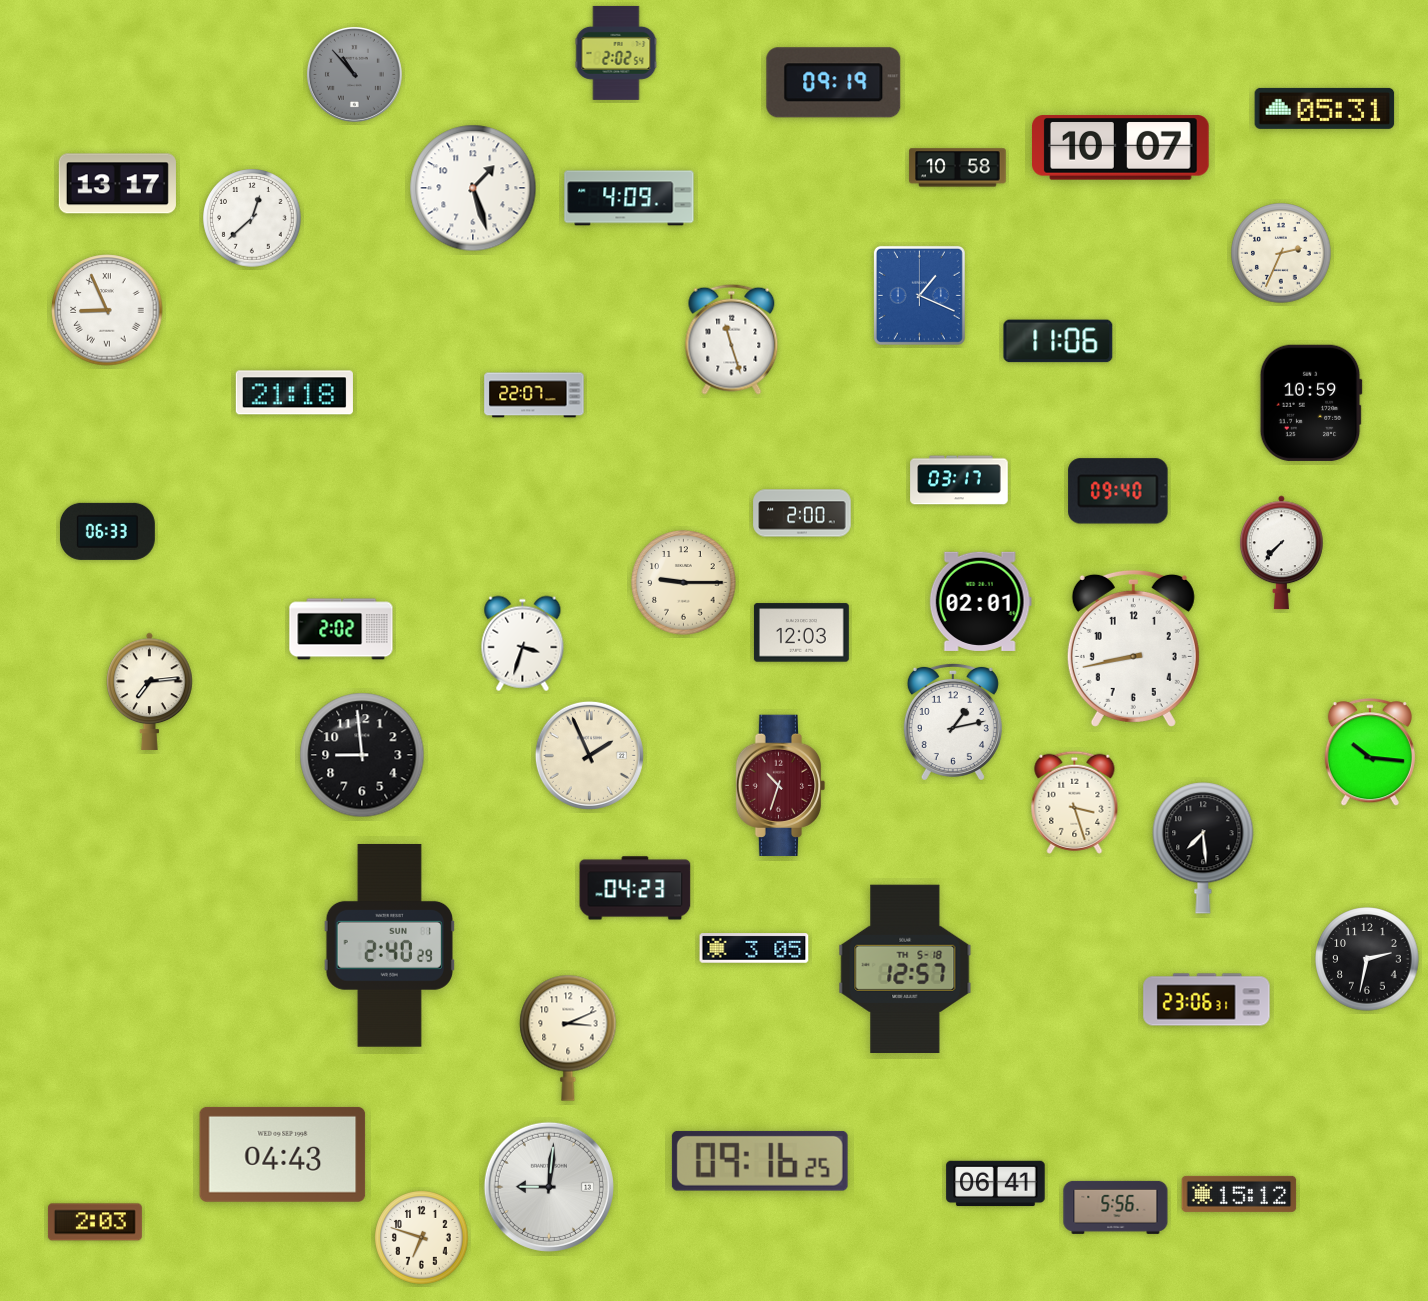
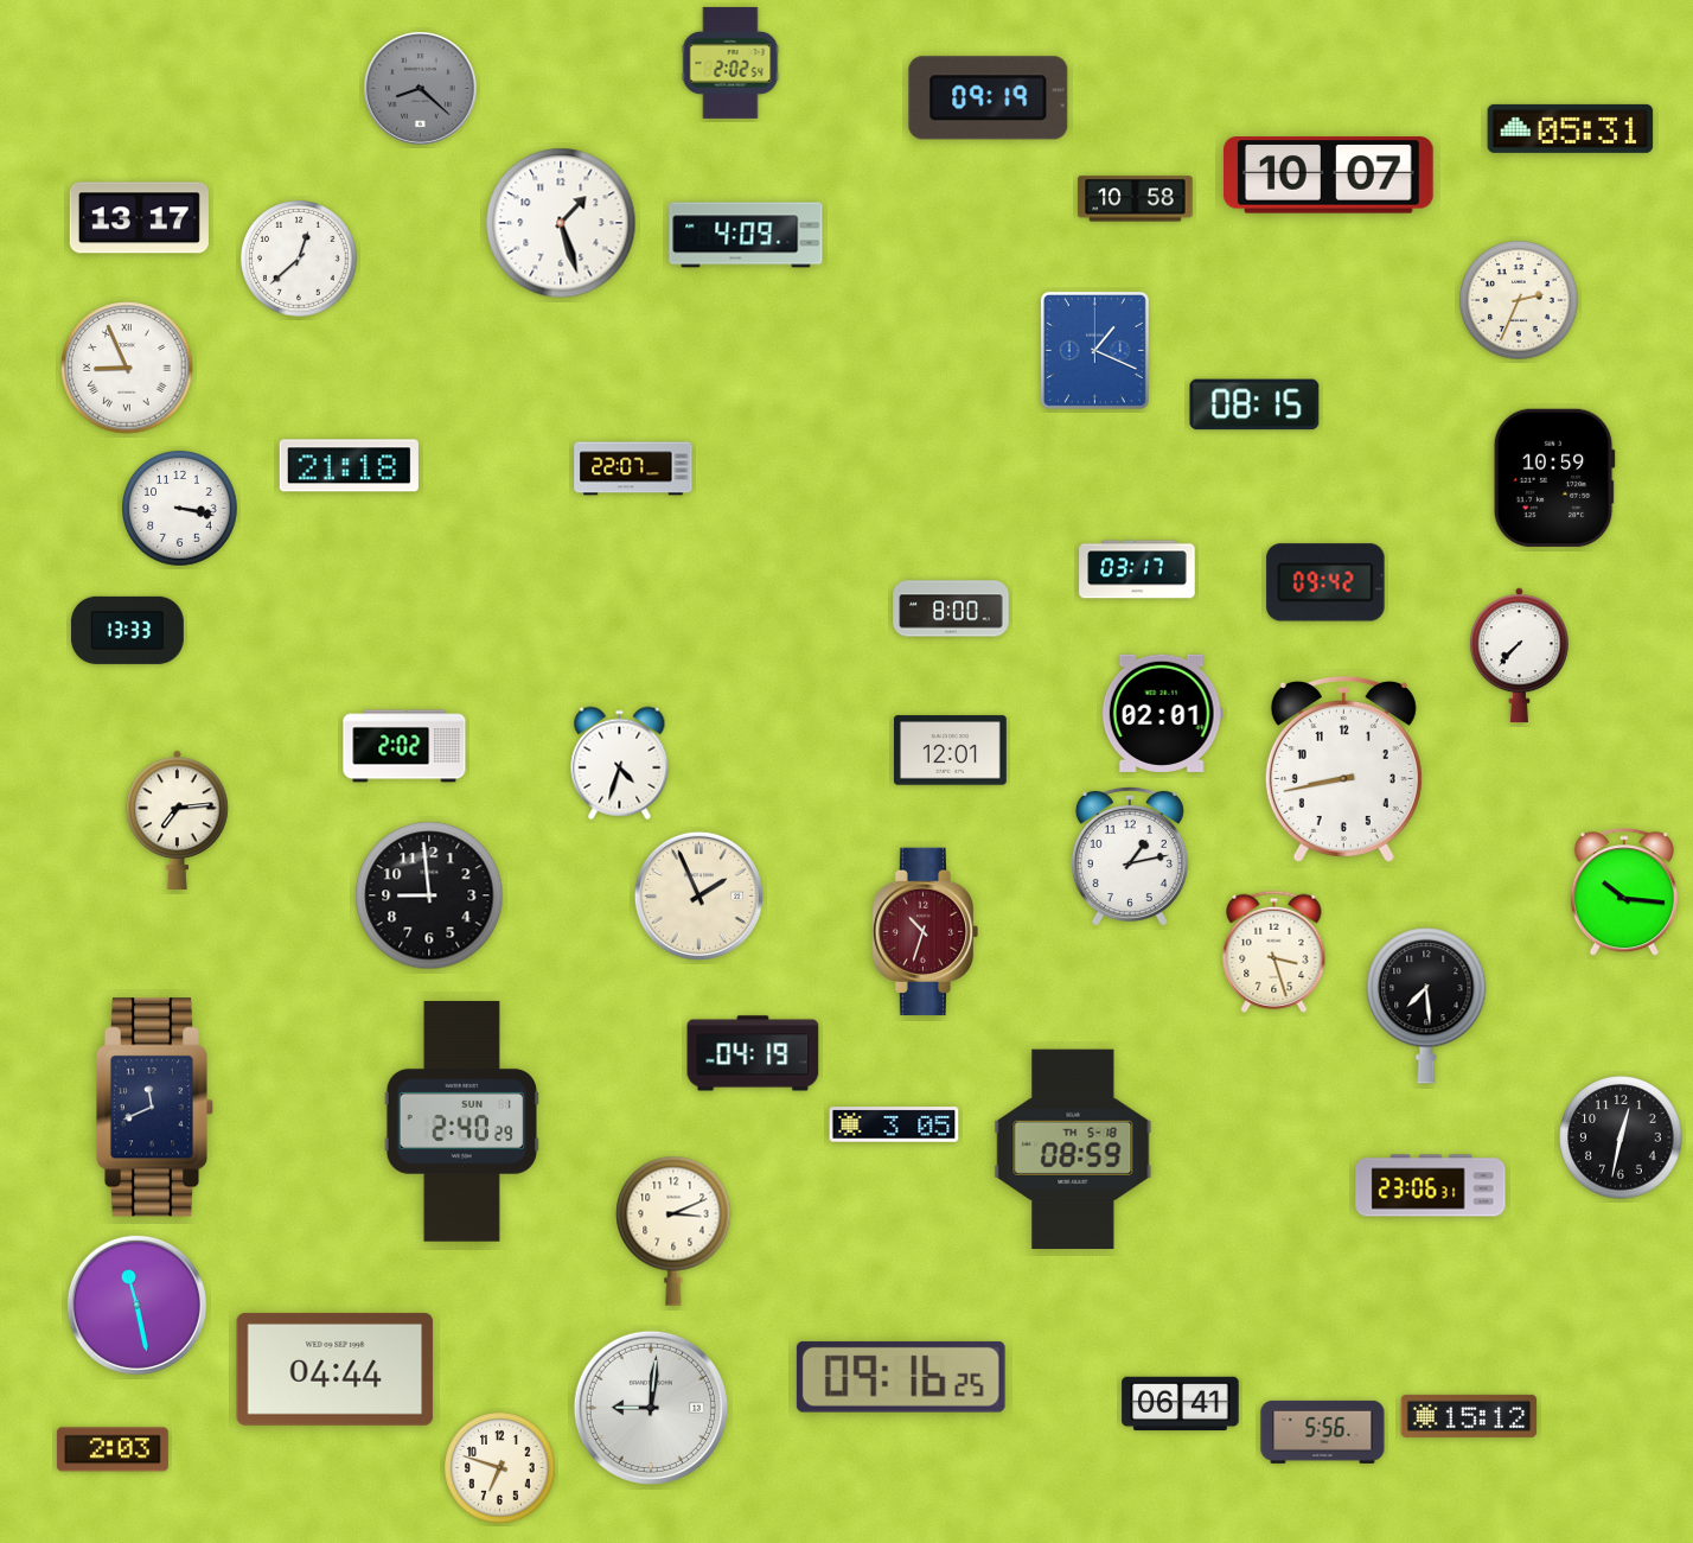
clock at (354, 74): 10:53 -> 8:22
clock at (919, 295) position: (919, 295) -> (1094, 350)
clock at (732, 339): 11:27 -> none
clock at (1058, 341): 11:06 -> 08:15
clock at (180, 509): none -> 3:17
clock at (1118, 491): 09:40 -> 09:42
clock at (802, 513): 2:00 -> 8:00
clock at (107, 531): 06:33 -> 13:33
clock at (684, 583): 9:15 -> none
clock at (801, 633): 12:03 -> 12:01
clock at (523, 644): 3:33 -> 4:33
clock at (635, 888): 04:23 -> 04:19
clock at (154, 1108): none -> 11:41
clock at (1367, 959): 2:32 -> 12:32
clock at (905, 968): 12:57 -> 08:59
clock at (136, 1305): none -> 11:28
clock at (283, 1154): 04:43 -> 04:44
